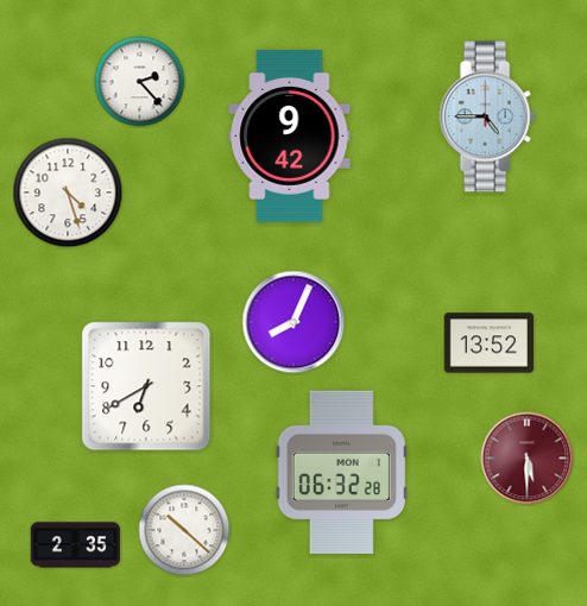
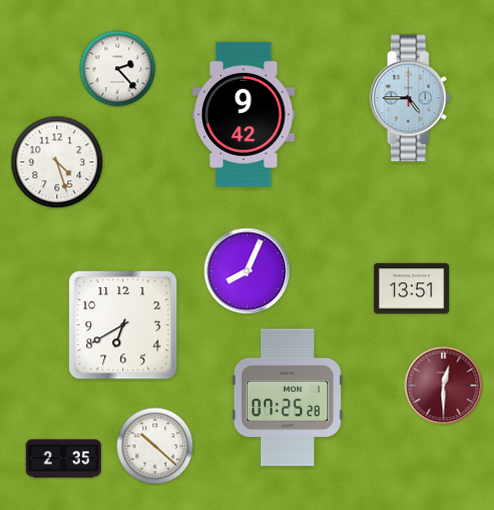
clock at (490, 343): 13:52 -> 13:51
clock at (528, 459): 5:30 -> 12:30
clock at (341, 472): 06:32 -> 07:25
